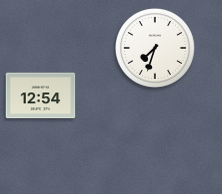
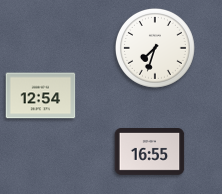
clock at (150, 152): none -> 16:55
